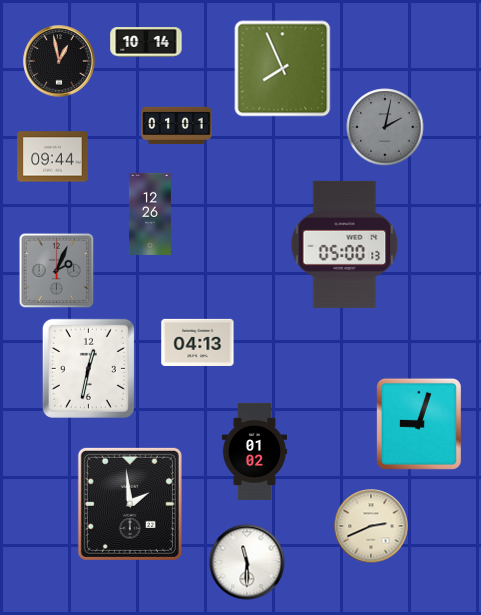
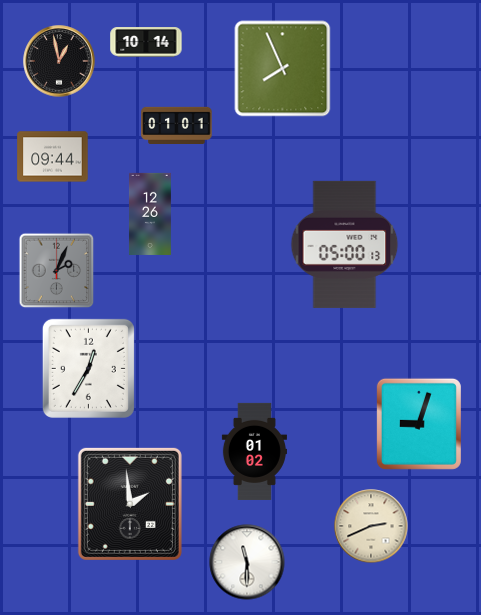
clock at (385, 127): 2:02 -> none
clock at (198, 342): 04:13 -> none
clock at (88, 368): 12:32 -> 12:35
